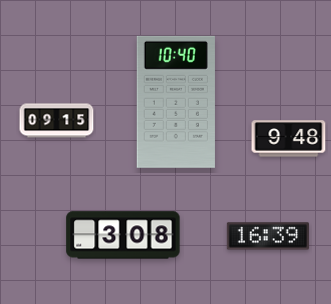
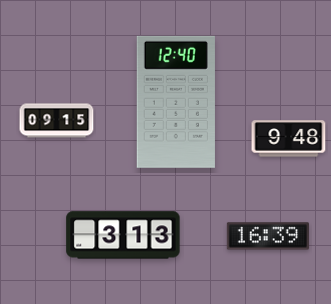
clock at (176, 102): 10:40 -> 12:40
clock at (123, 235): 3:08 -> 3:13
